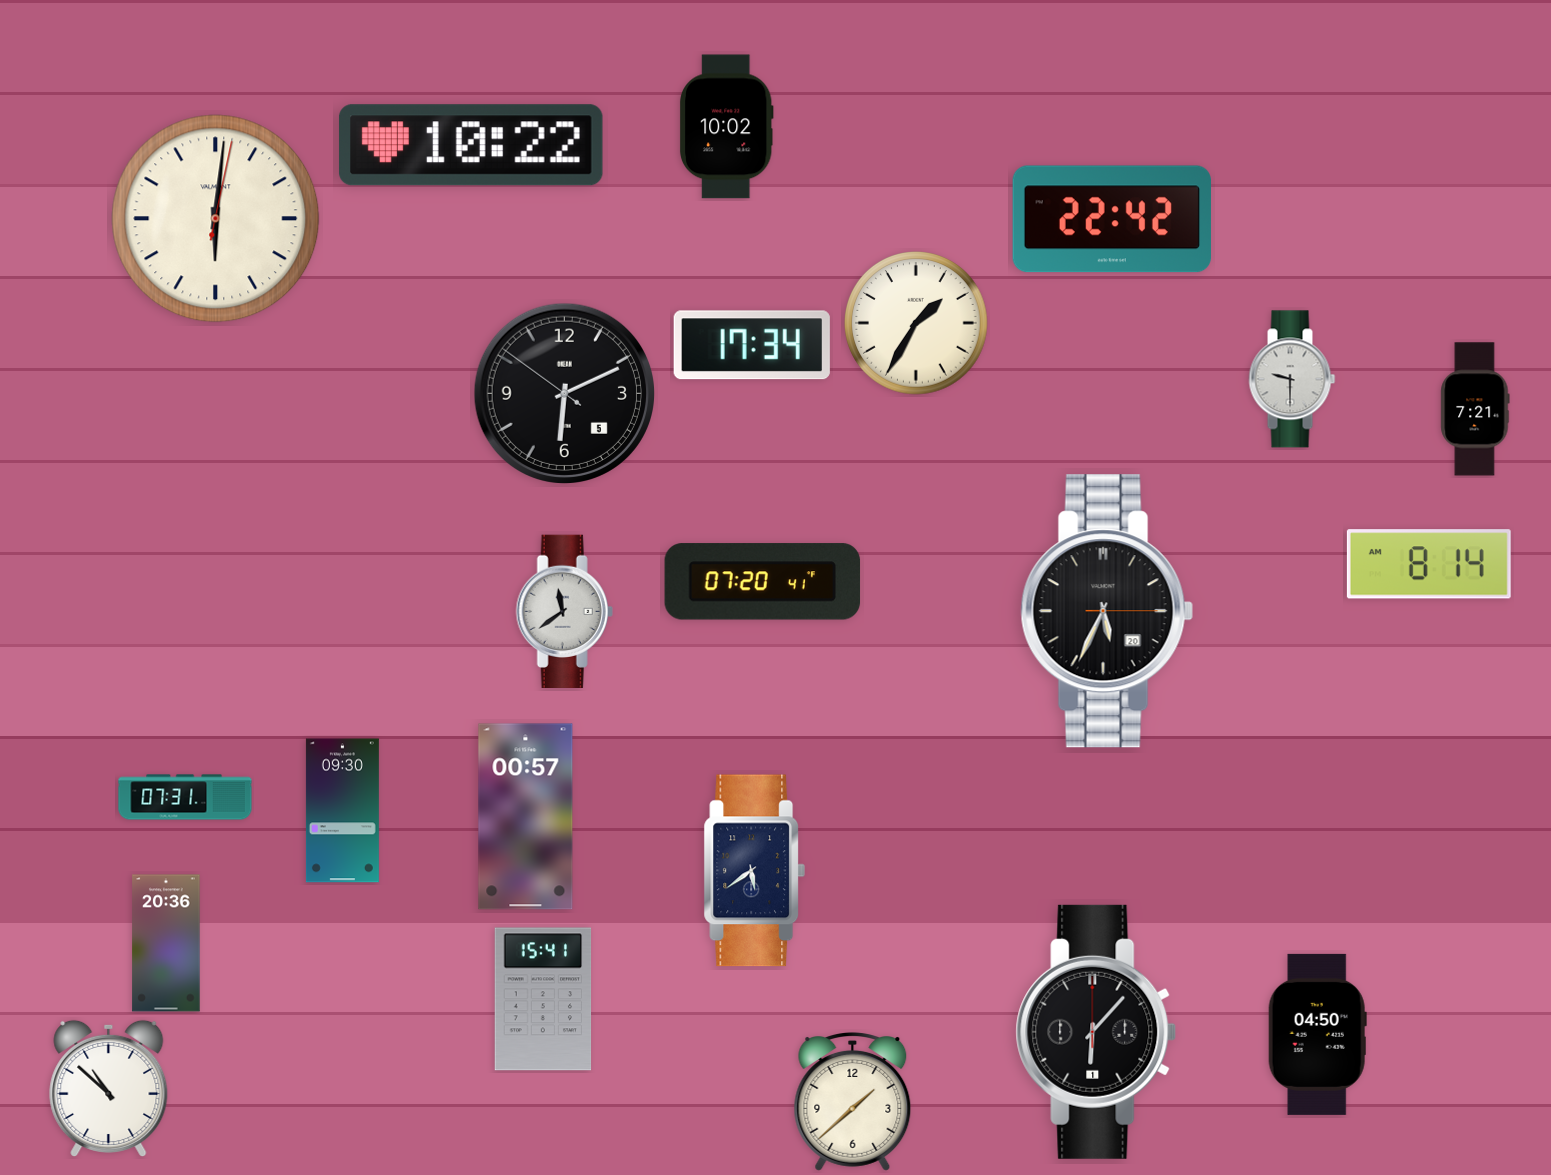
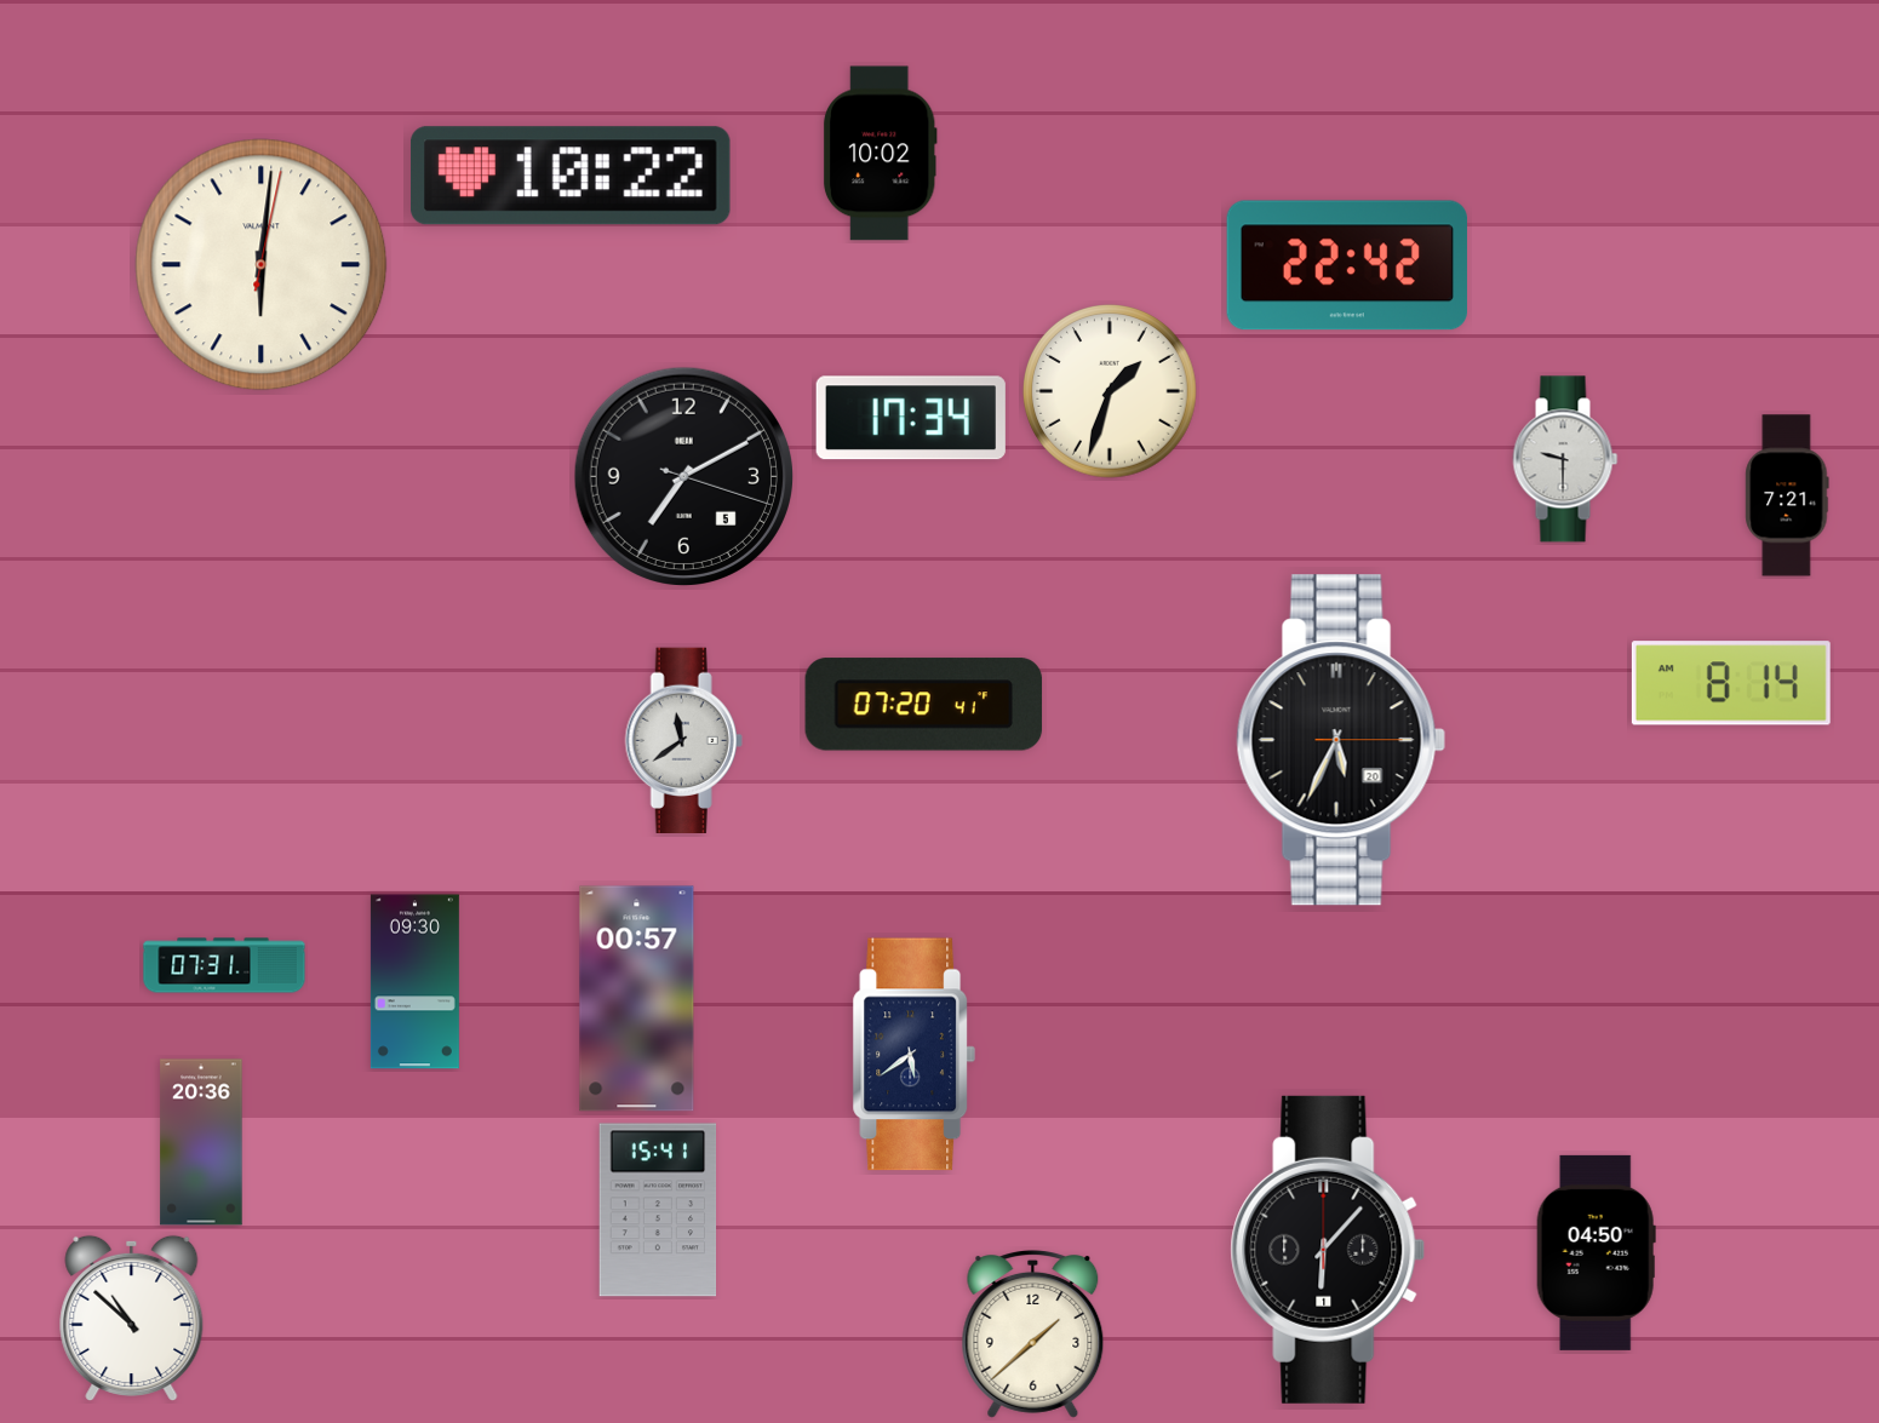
clock at (917, 323): 1:35 -> 1:33
clock at (564, 393): 6:10 -> 7:10
clock at (526, 817) position: (526, 817) -> (637, 999)
